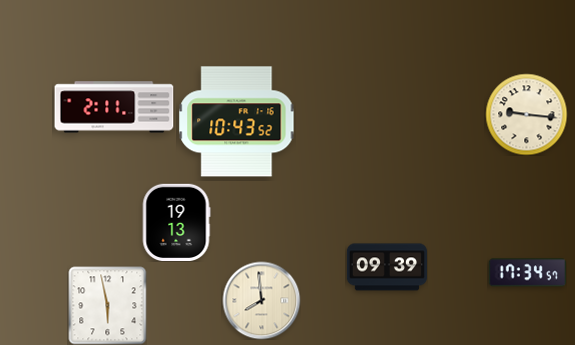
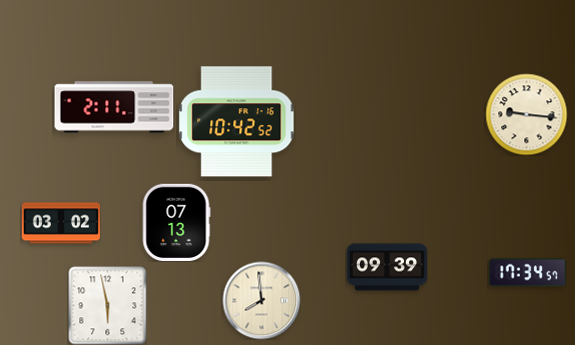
clock at (237, 122): 10:43 -> 10:42
clock at (176, 222): 19:13 -> 07:13
clock at (61, 223): none -> 03:02
